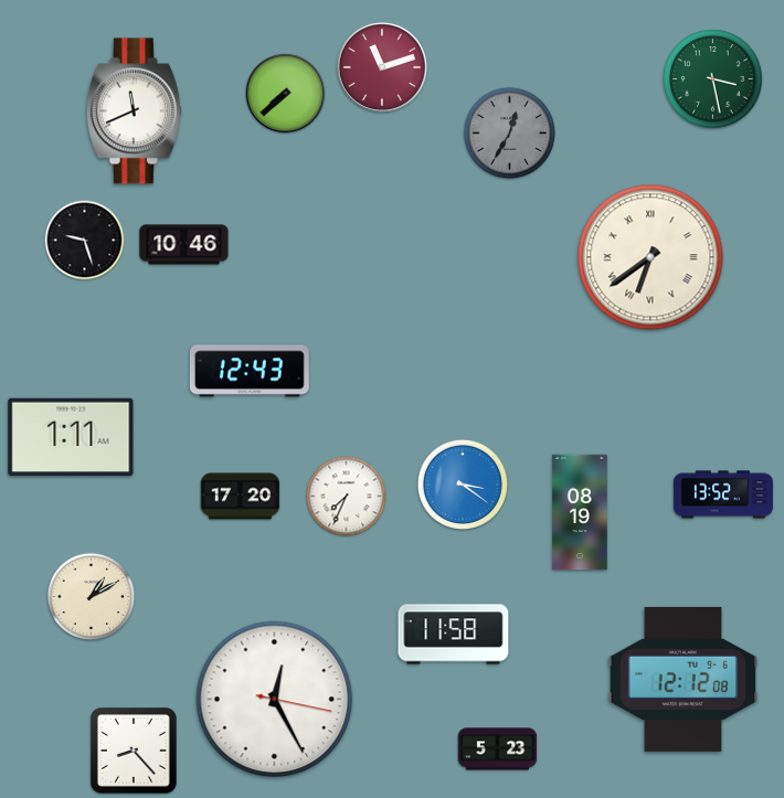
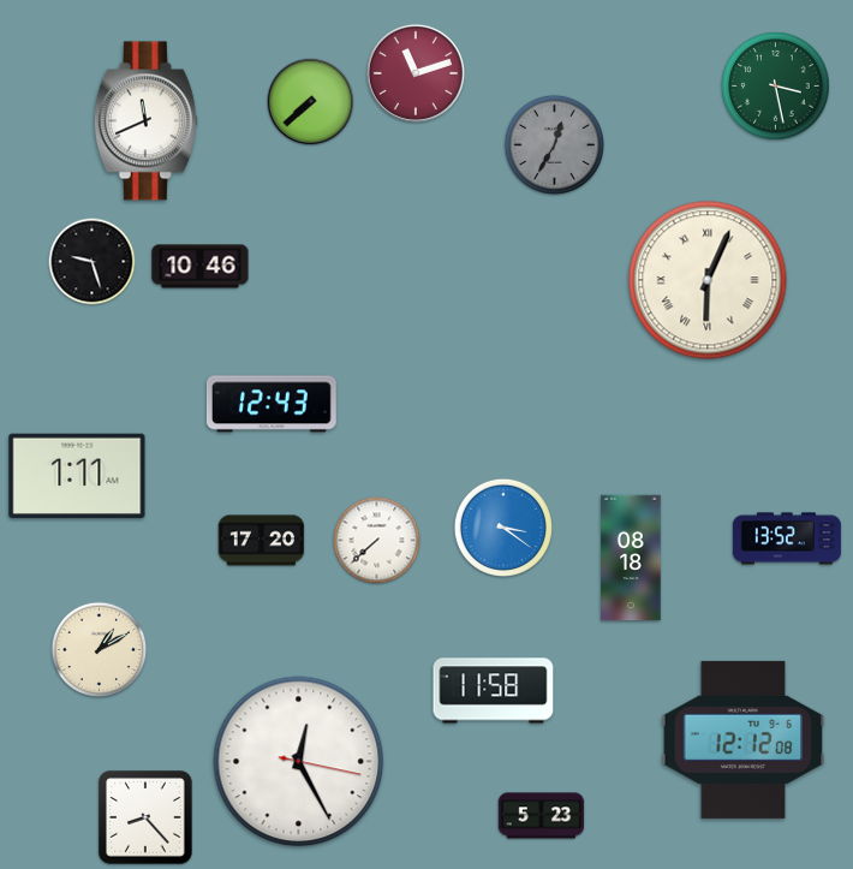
clock at (650, 257): 6:39 -> 6:04
clock at (347, 497): 7:34 -> 7:38
clock at (580, 512): 08:19 -> 08:18
